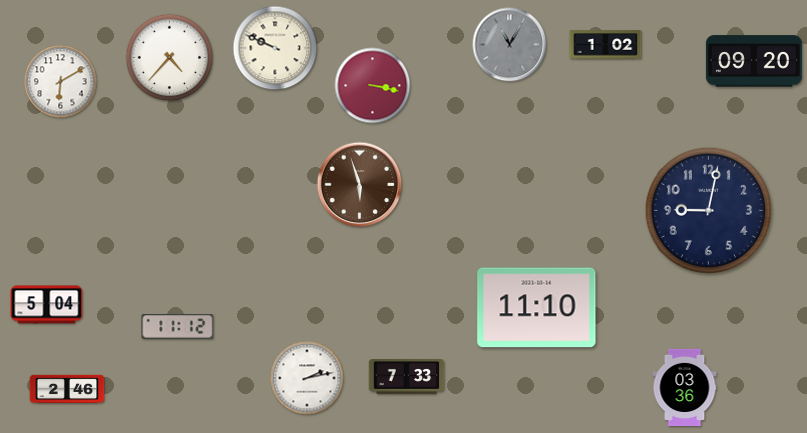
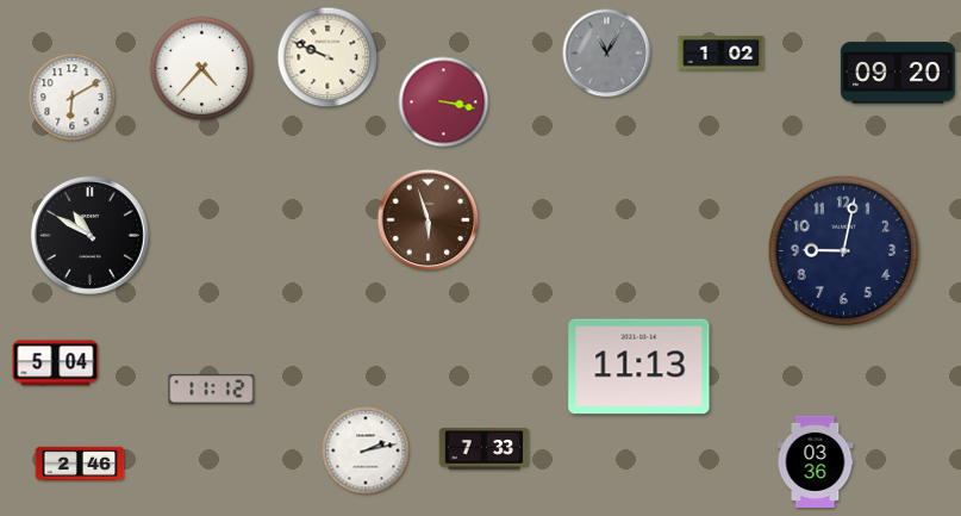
clock at (89, 235): none -> 10:50
clock at (537, 308): 11:10 -> 11:13
